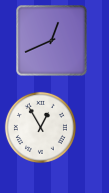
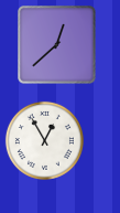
clock at (52, 41): 12:41 -> 12:38
